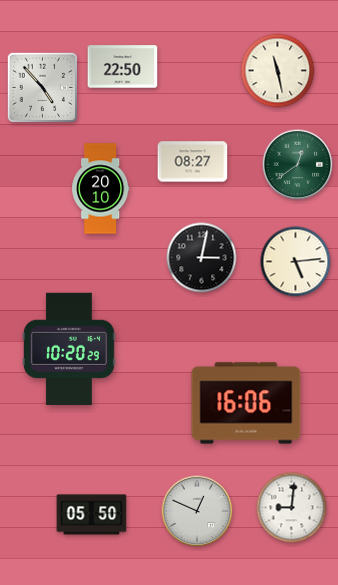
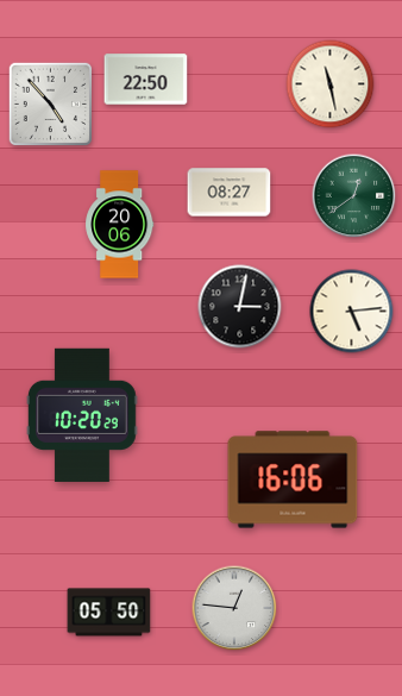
clock at (101, 189): 20:10 -> 20:06
clock at (292, 508): 9:01 -> none
clock at (197, 511): 12:49 -> 12:46
